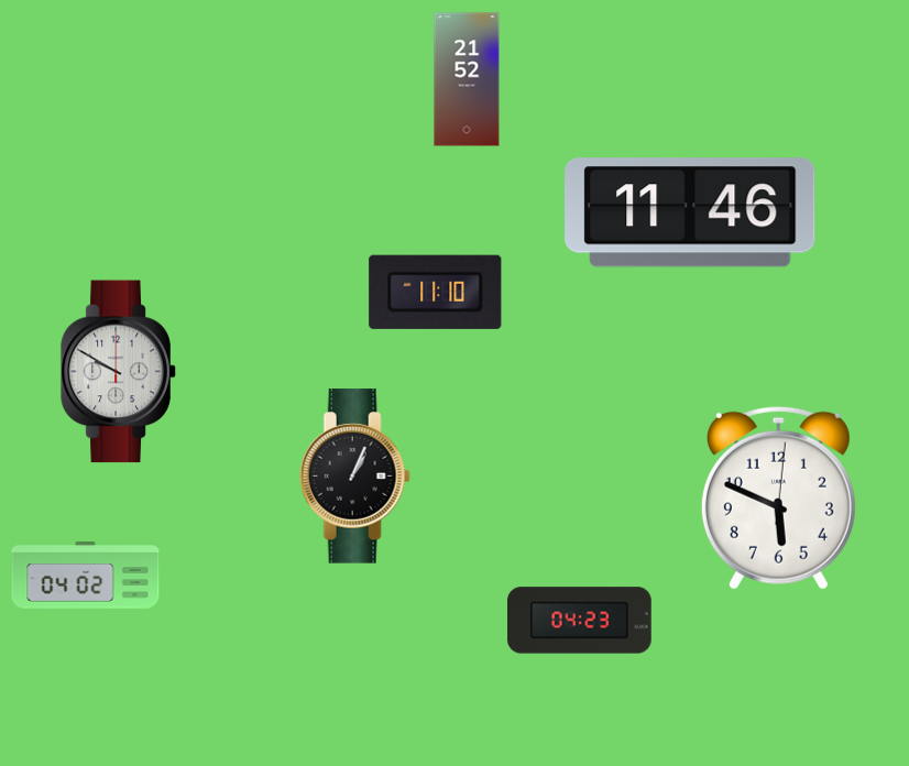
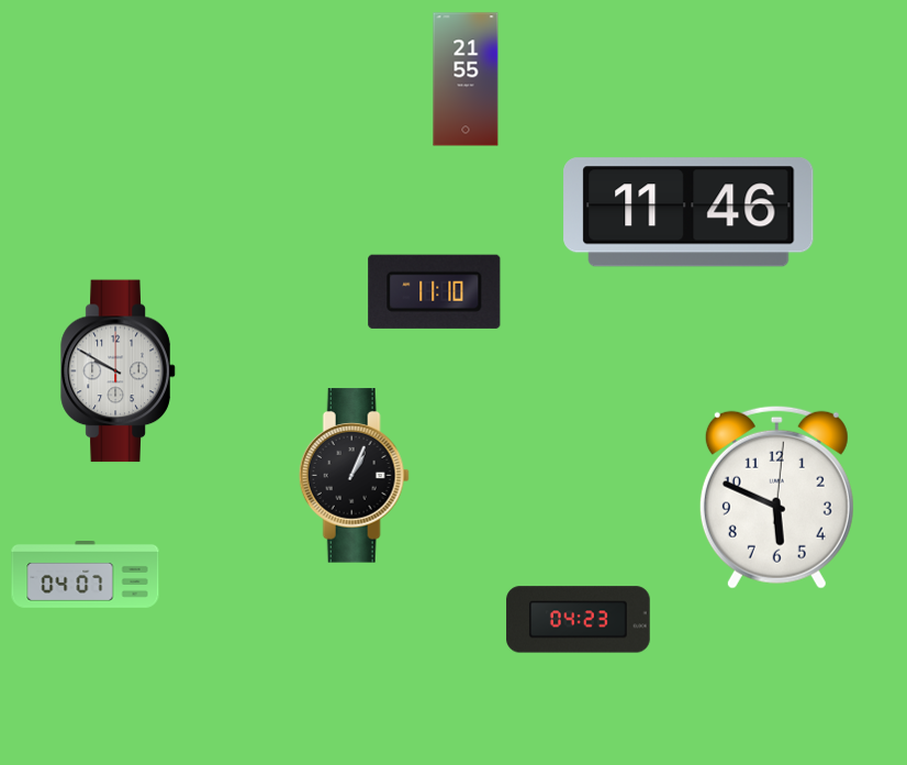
clock at (467, 79): 21:52 -> 21:55
clock at (86, 576): 04:02 -> 04:07
